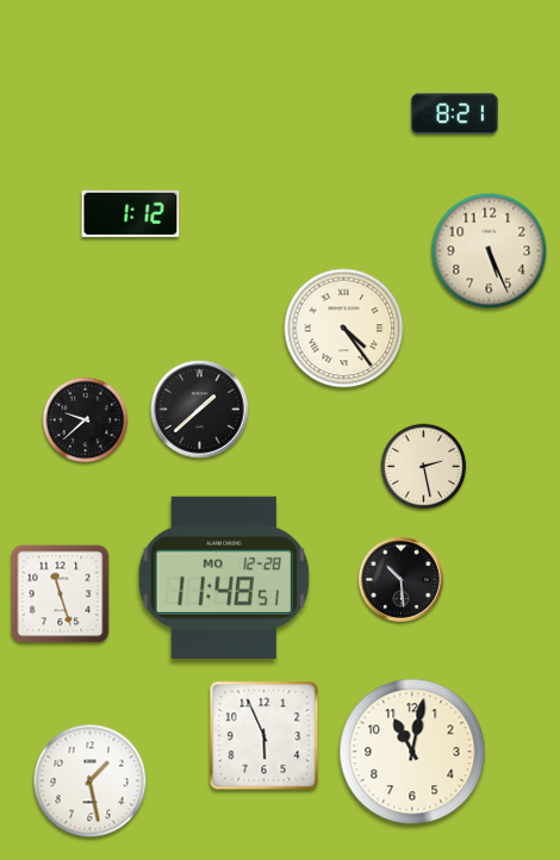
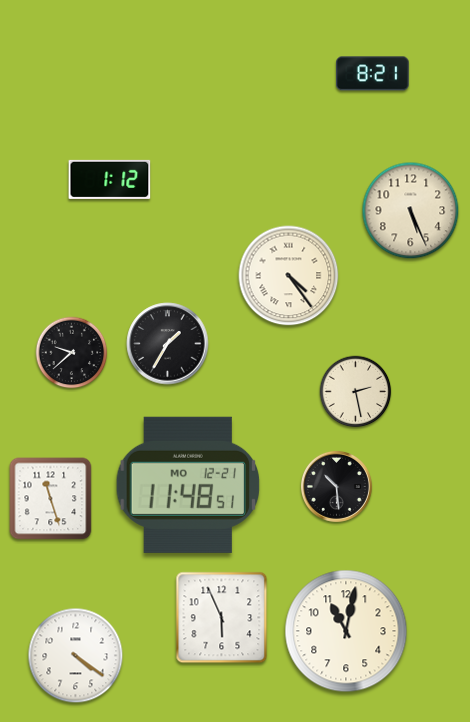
clock at (455, 114) position: (455, 114) -> (373, 74)
clock at (200, 410): 1:38 -> 1:35
clock at (223, 578) date: MO 12-28 -> MO 12-21
clock at (91, 781): 1:28 -> 4:21
